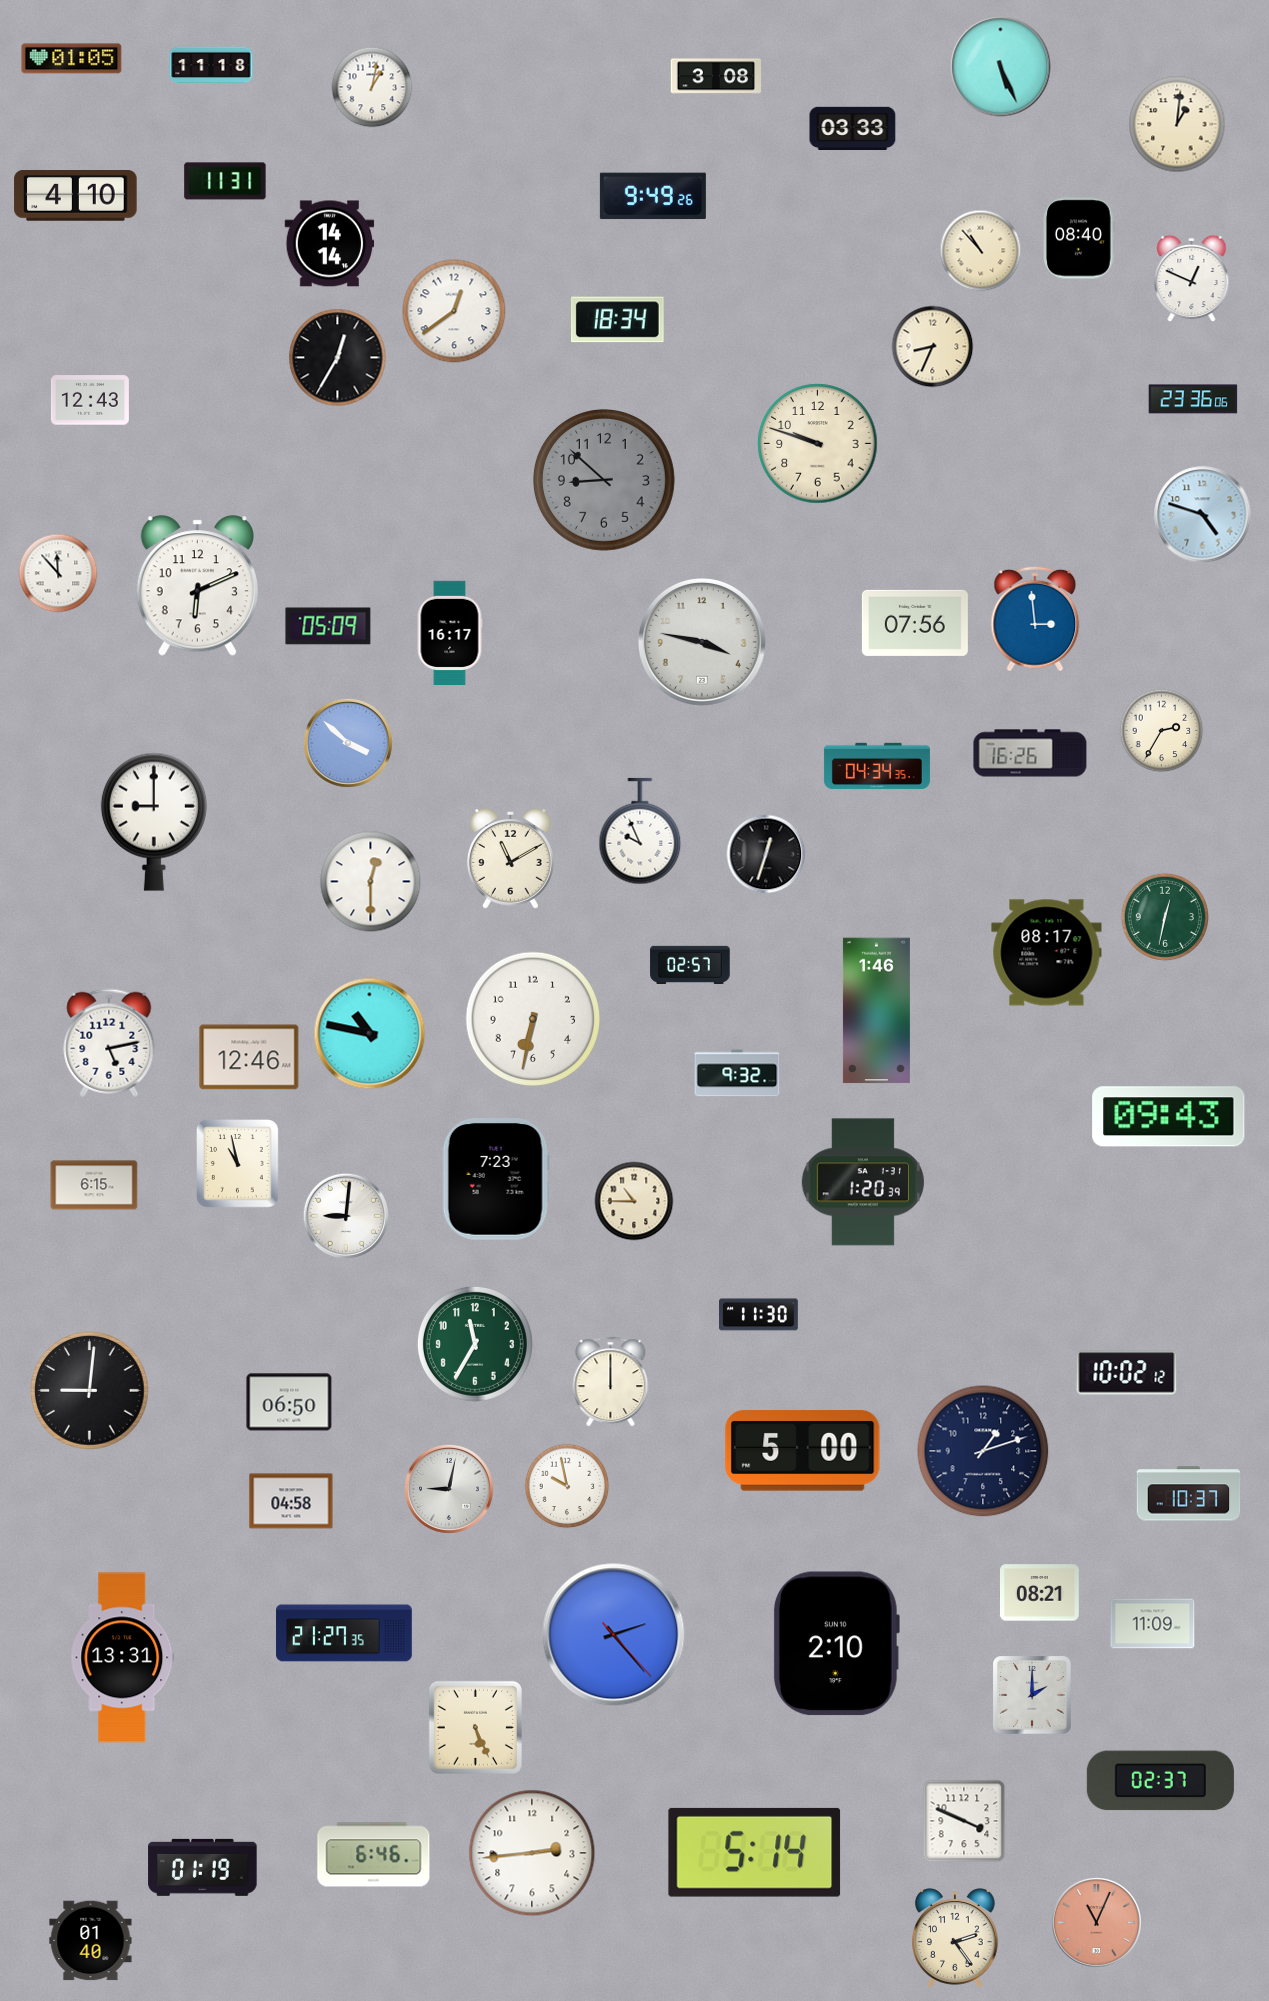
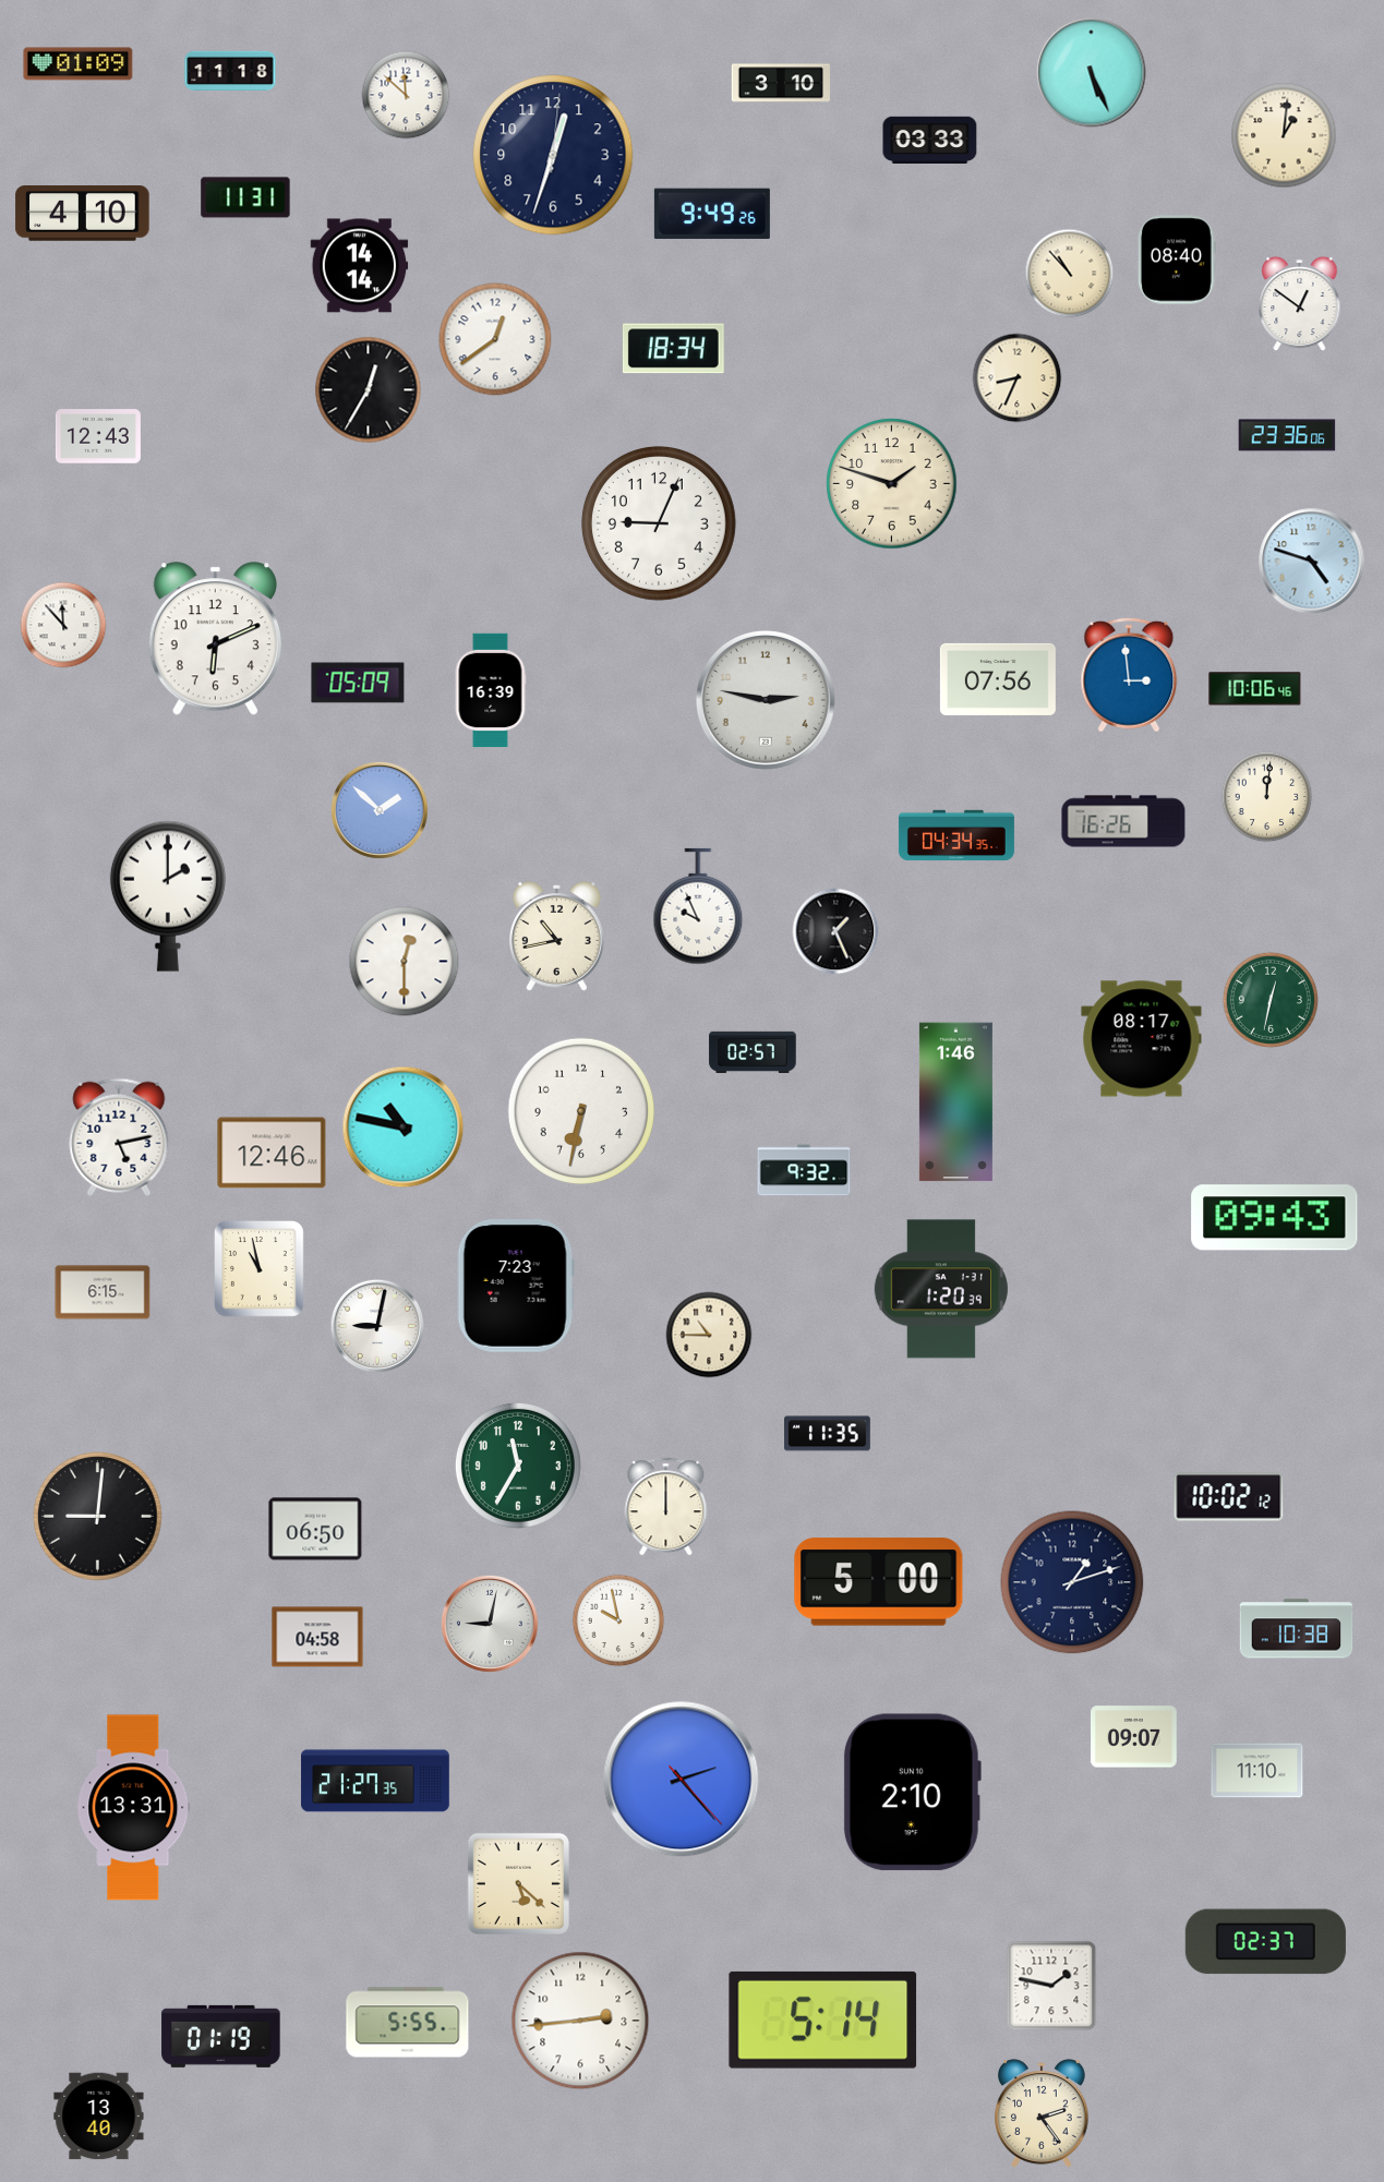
clock at (72, 59): 01:05 -> 01:09
clock at (715, 76): 3:08 -> 3:10
clock at (372, 87): 1:02 -> 11:52
clock at (553, 155): none -> 12:33
clock at (1192, 279): 12:49 -> 12:51
clock at (1193, 399) position: (1193, 399) -> (1287, 435)
clock at (818, 444): 9:48 -> 1:48
clock at (604, 480): 8:52 -> 9:04
clock at (604, 480) dial: grey -> white
clock at (1255, 689): none -> 10:06
clock at (450, 633): 16:17 -> 16:39
clock at (703, 643): 3:47 -> 2:47
clock at (1162, 731): 2:35 -> 12:01
clock at (348, 743): 3:52 -> 1:52
clock at (154, 822): 9:00 -> 2:00
clock at (766, 854): 12:33 -> 1:26
clock at (510, 859): 11:10 -> 10:43
clock at (496, 1180) position: (496, 1180) -> (516, 1287)
clock at (634, 1201) position: (634, 1201) -> (709, 1335)
clock at (346, 1216): 9:01 -> 9:02
clock at (759, 1315): 11:30 -> 11:35
clock at (803, 1451) position: (803, 1451) -> (879, 1582)
clock at (1189, 1494): 10:37 -> 10:38
clock at (1040, 1593): 08:21 -> 09:07
clock at (1153, 1624): 11:09 -> 11:10
clock at (614, 1635) position: (614, 1635) -> (682, 1780)
clock at (1032, 1695): 2:00 -> none
clock at (475, 1727): 5:26 -> 5:22
clock at (964, 1821): 3:49 -> 1:47
clock at (374, 1855): 6:46 -> 5:55
clock at (1096, 1922): 11:04 -> none
clock at (91, 1941): 01:40 -> 13:40
